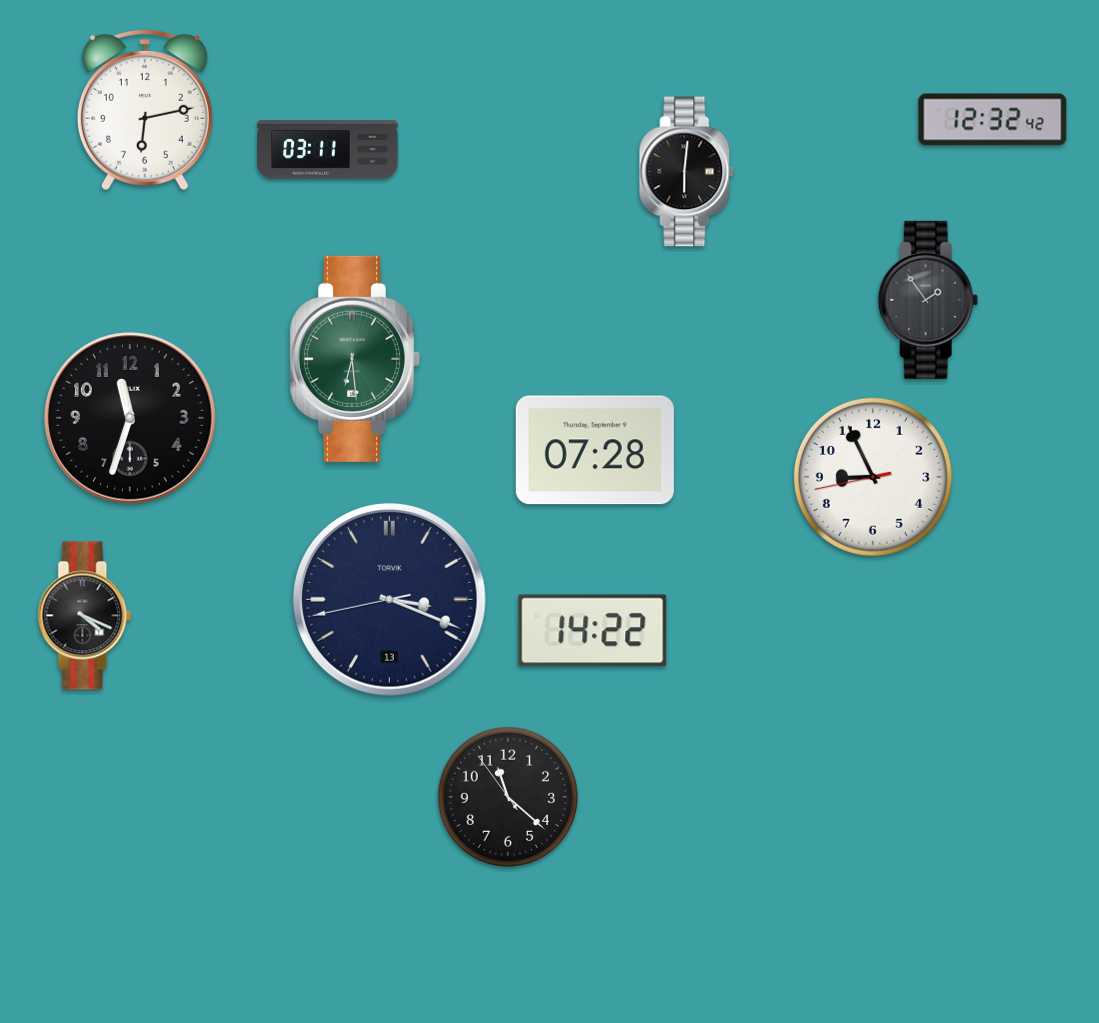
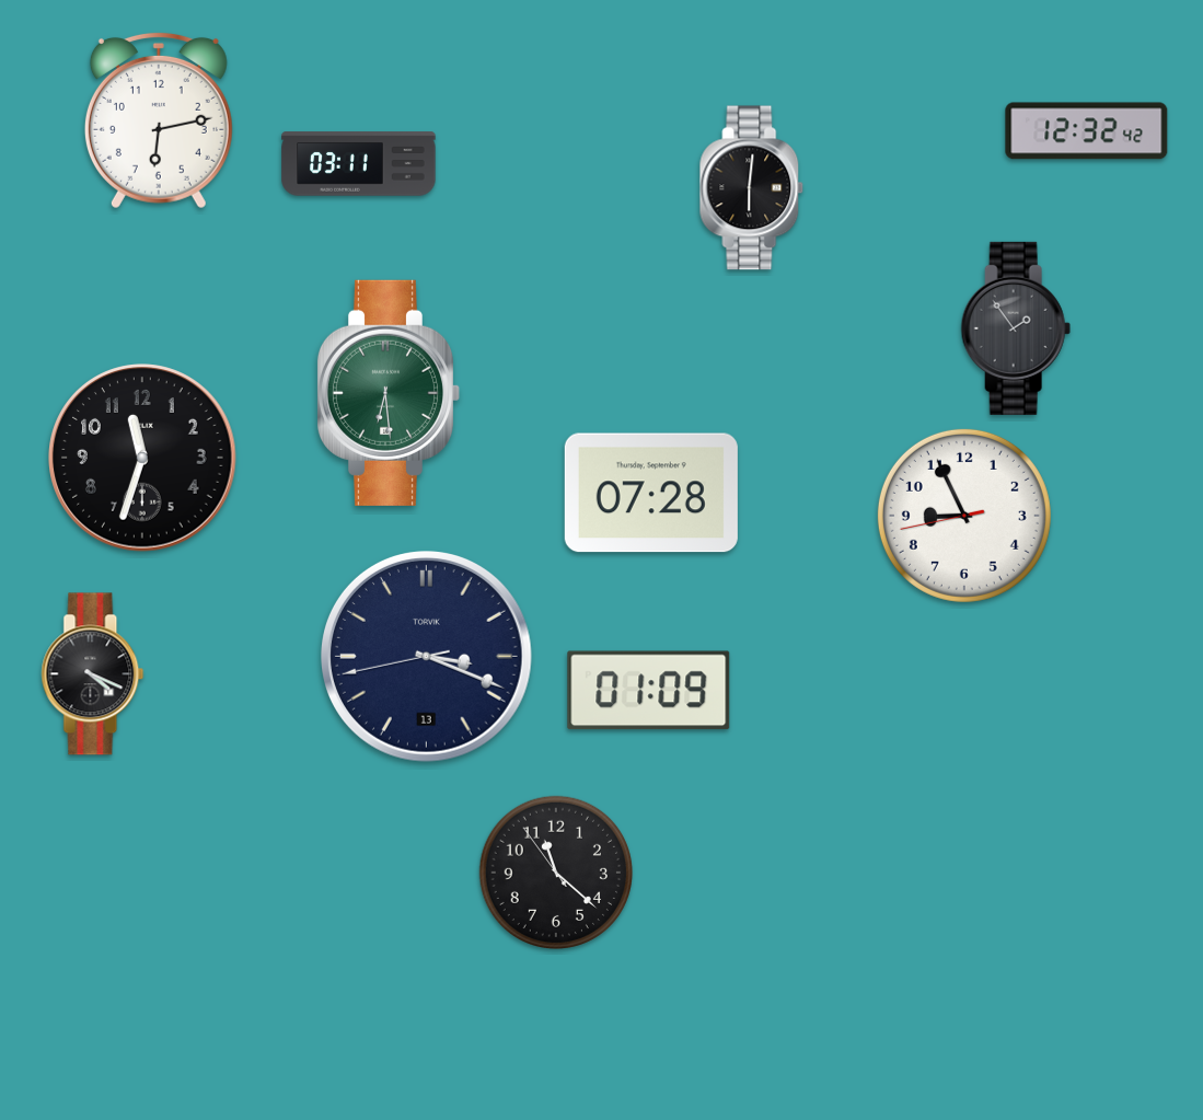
clock at (873, 477) position: (873, 477) -> (964, 516)
clock at (593, 631): 14:22 -> 01:09
